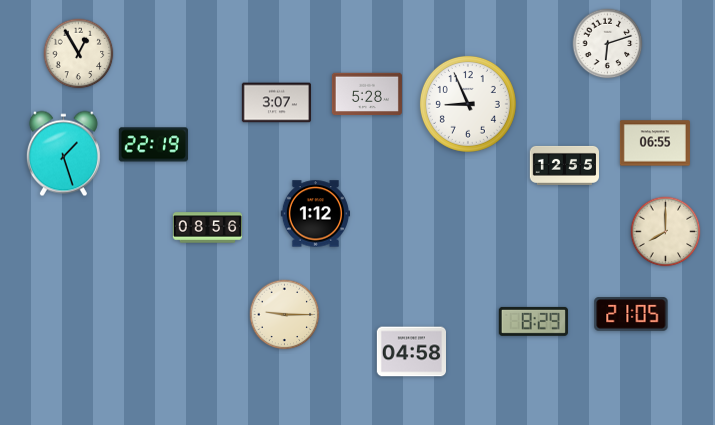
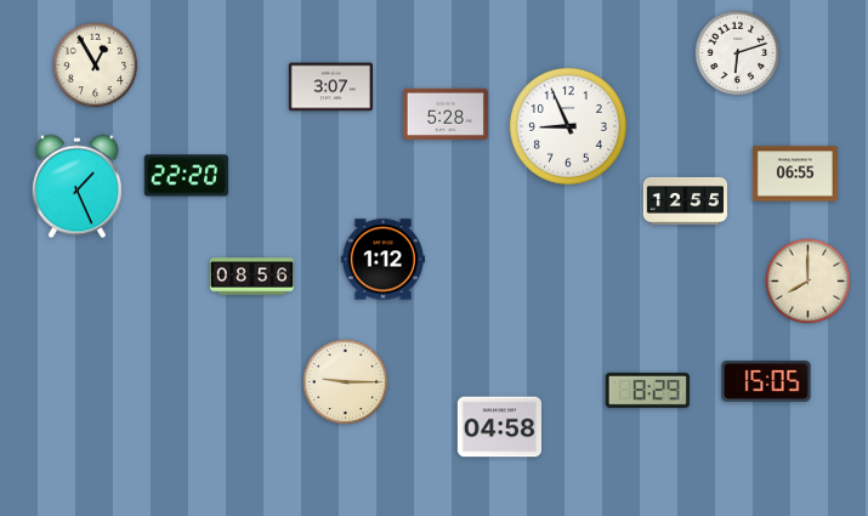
clock at (276, 103) position: (276, 103) -> (330, 87)
clock at (153, 145): 22:19 -> 22:20
clock at (63, 154): 1:27 -> 1:26
clock at (631, 314): 21:05 -> 15:05
